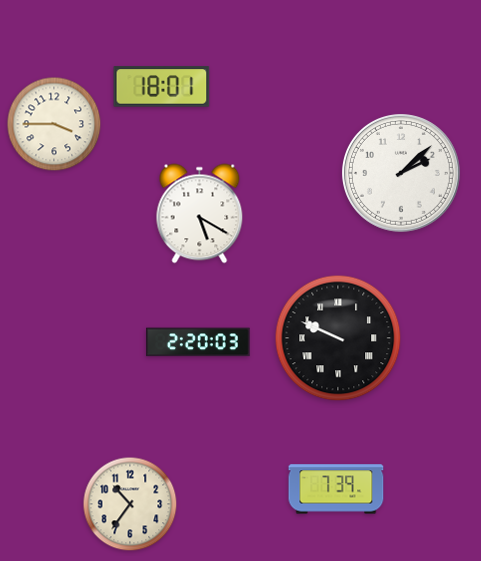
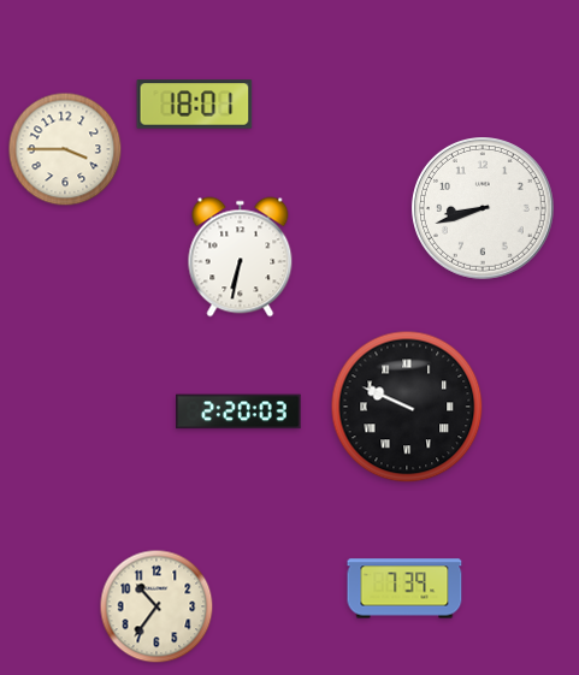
clock at (402, 174): 2:08 -> 8:42
clock at (200, 214): 5:20 -> 6:32
